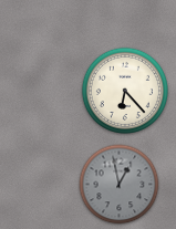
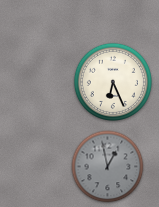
clock at (125, 91): 6:23 -> 6:26
